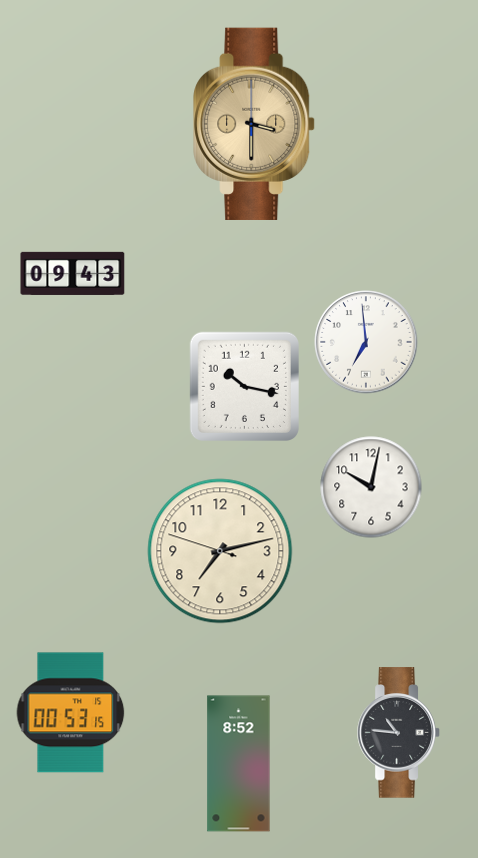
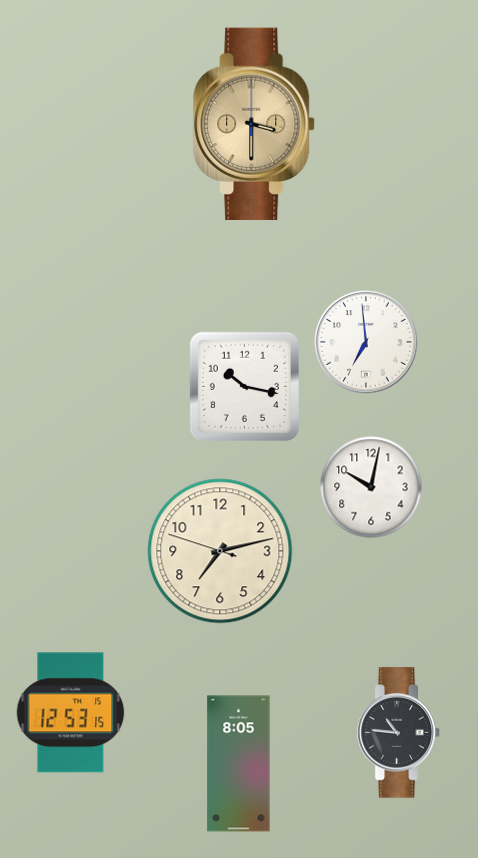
clock at (73, 273): 09:43 -> none
clock at (71, 713): 00:53 -> 12:53
clock at (239, 764): 8:52 -> 8:05
